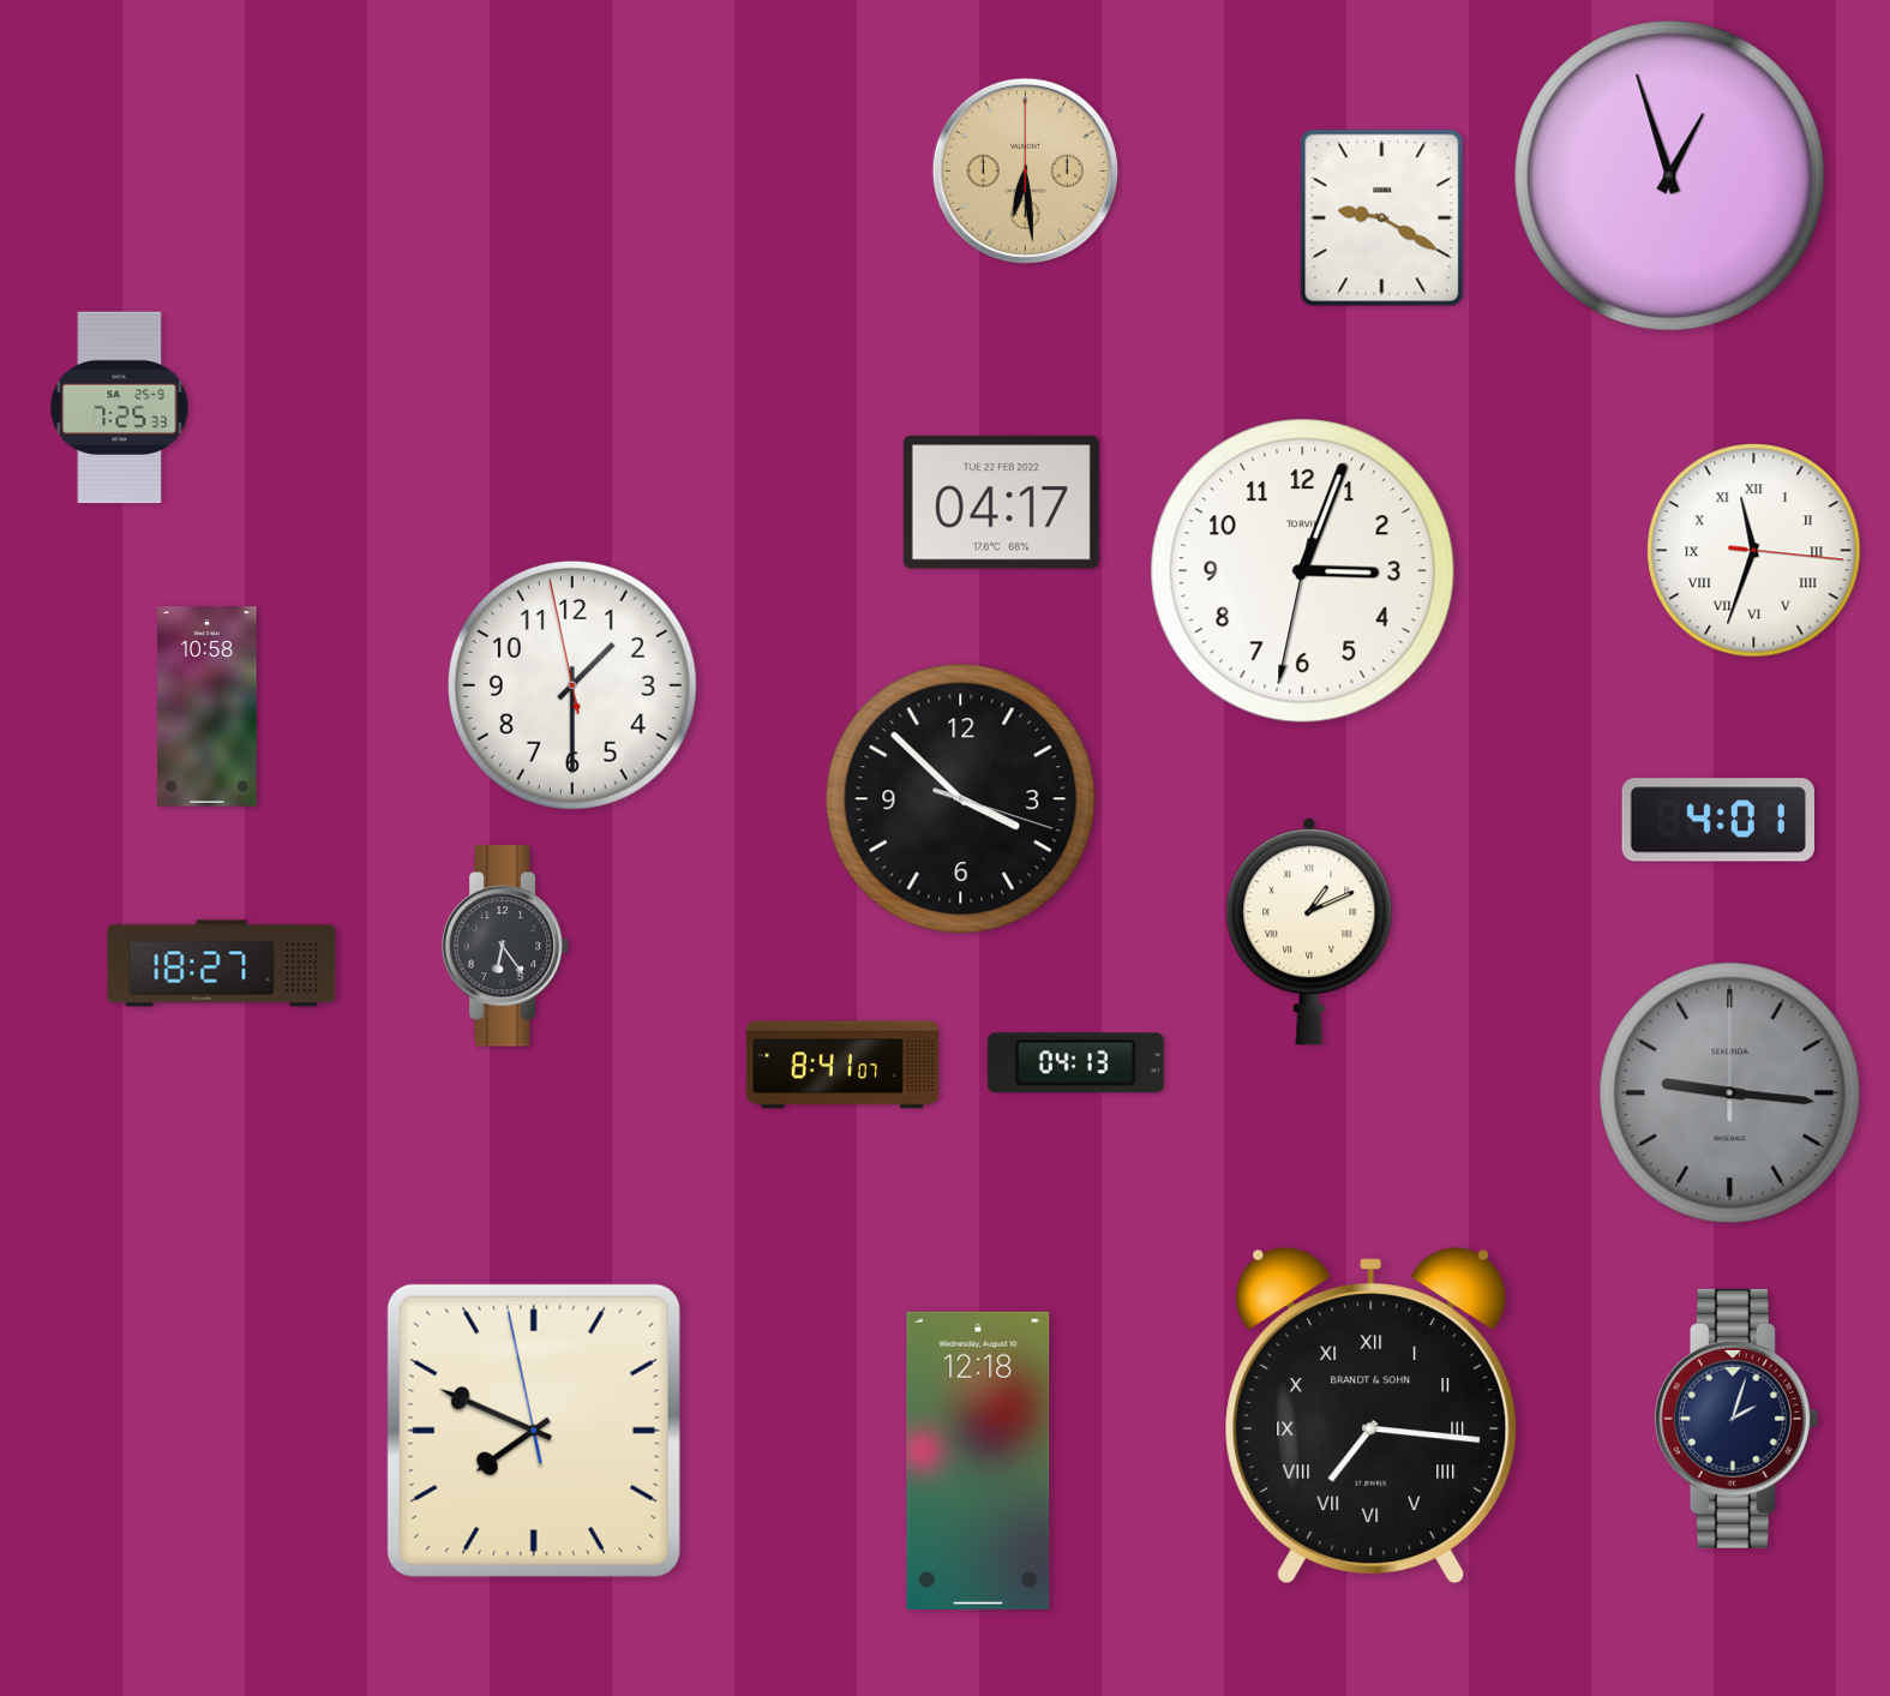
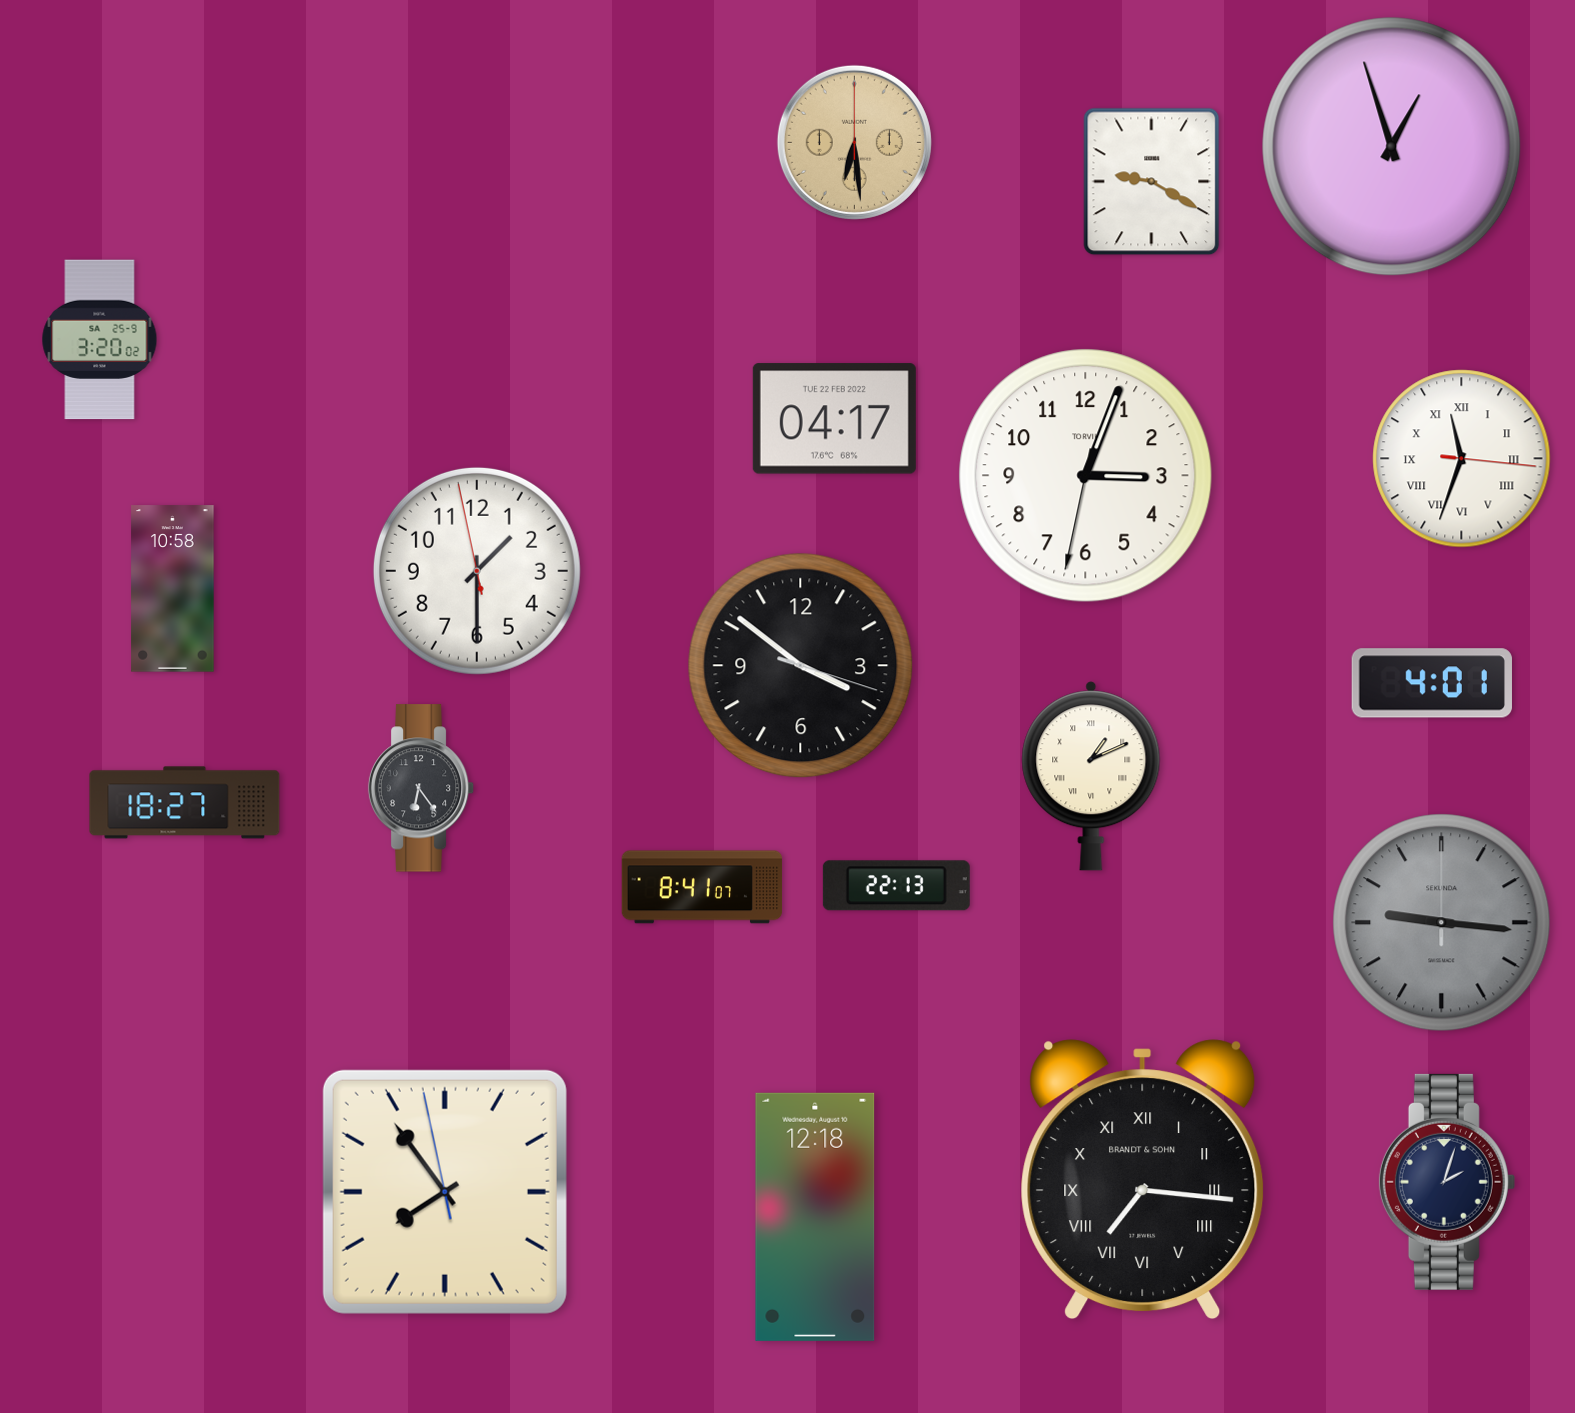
clock at (120, 408): 7:25 -> 3:20
clock at (961, 799): 3:52 -> 3:51
clock at (1075, 1063): 04:13 -> 22:13
clock at (1730, 1093) position: (1730, 1093) -> (1442, 923)
clock at (534, 1431): 7:48 -> 7:53
